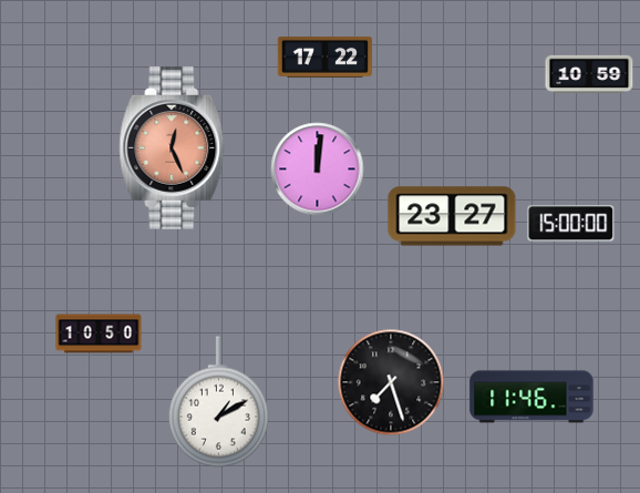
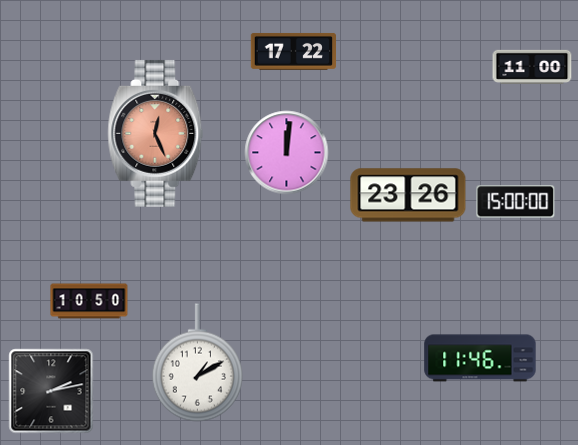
clock at (589, 73): 10:59 -> 11:00
clock at (452, 216): 23:27 -> 23:26
clock at (391, 382): 7:27 -> none
clock at (51, 391): none -> 2:13
